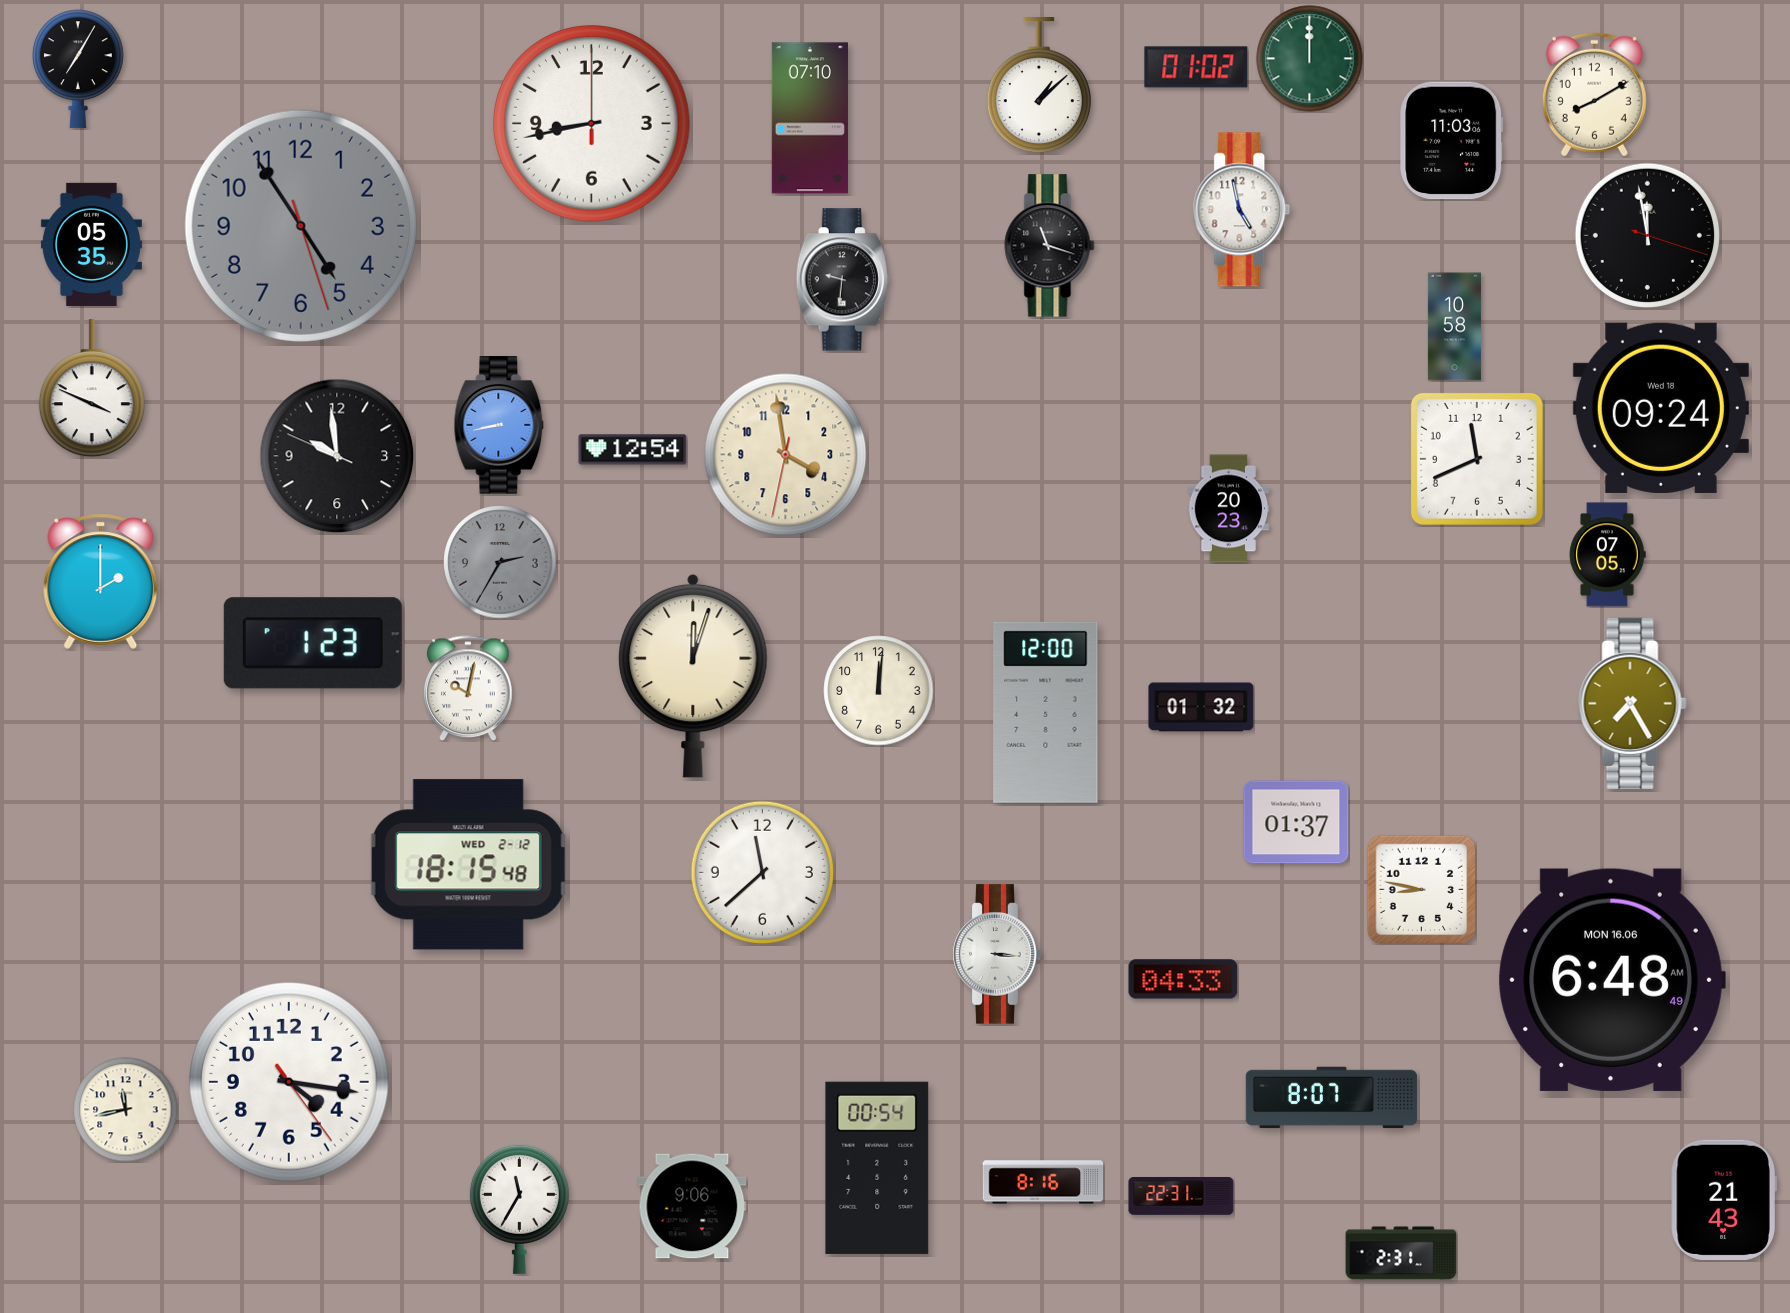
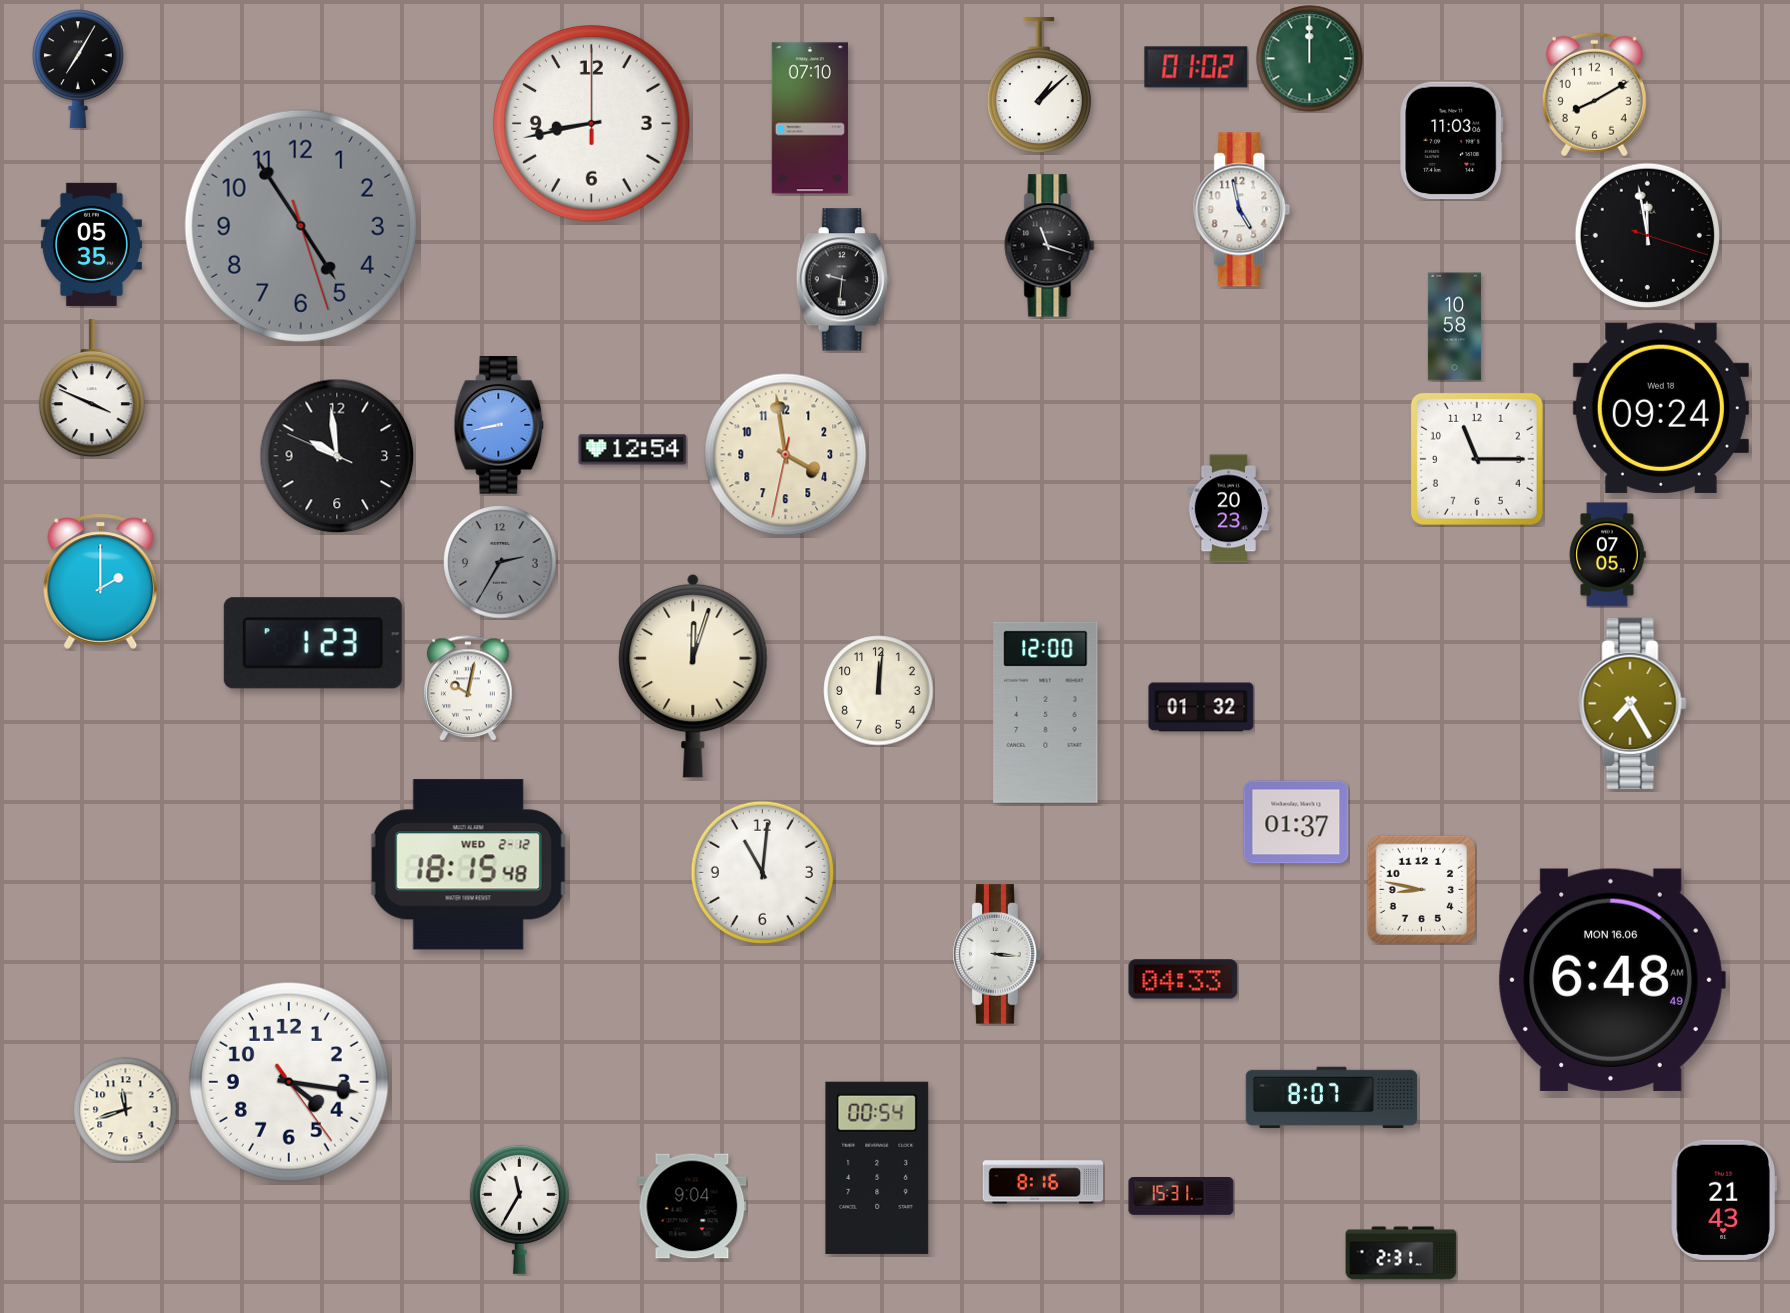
clock at (1477, 459): 11:41 -> 11:15
clock at (762, 872): 11:38 -> 11:01
clock at (126, 1110): 11:43 -> 11:42
clock at (1181, 1197): 22:31 -> 15:31
clock at (692, 1206): 9:06 -> 9:04
